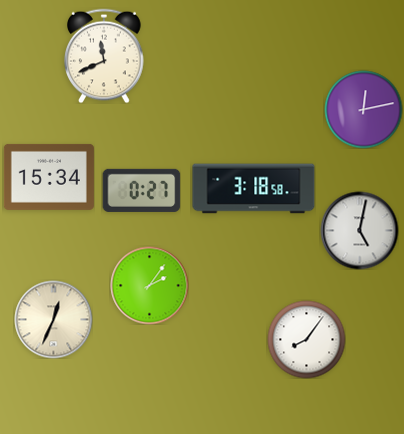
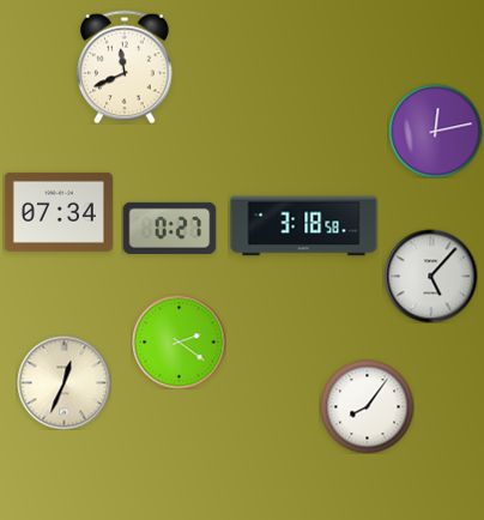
clock at (49, 177): 15:34 -> 07:34
clock at (359, 230): 5:02 -> 5:07
clock at (149, 285): 2:06 -> 2:21
